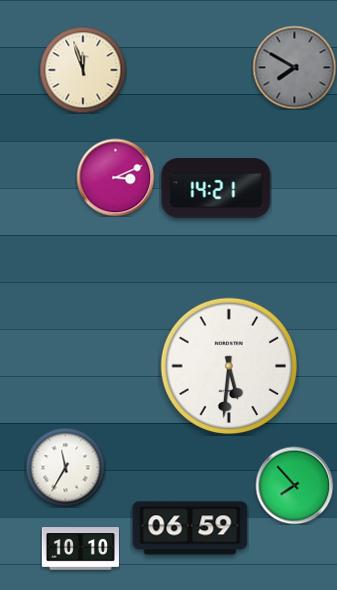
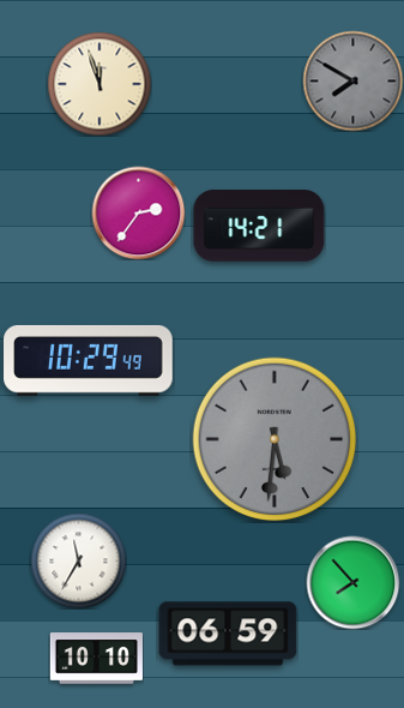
clock at (115, 177): 3:11 -> 2:36
clock at (89, 360): none -> 10:29
clock at (229, 366) dial: white -> grey
